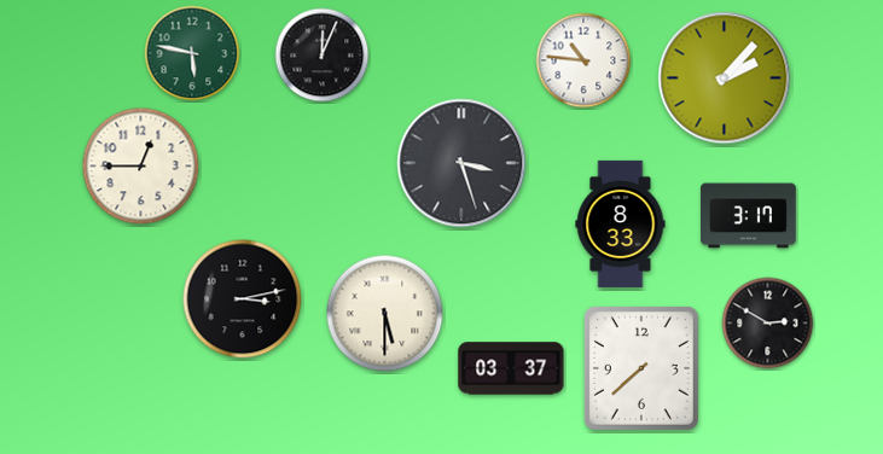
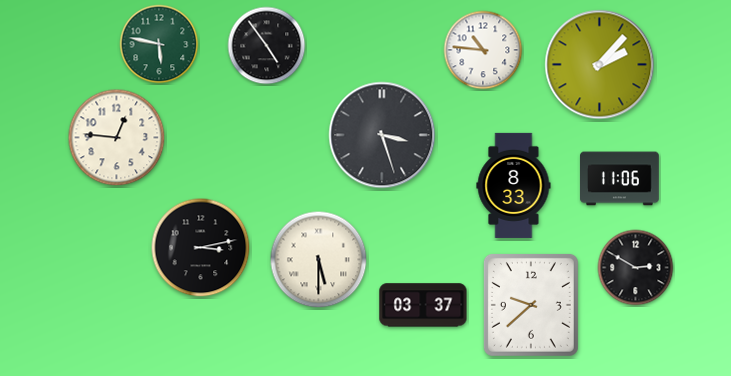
clock at (323, 56): 12:04 -> 4:54
clock at (141, 167): 12:45 -> 12:46
clock at (749, 216): 3:17 -> 11:06
clock at (641, 368): 7:38 -> 9:38
